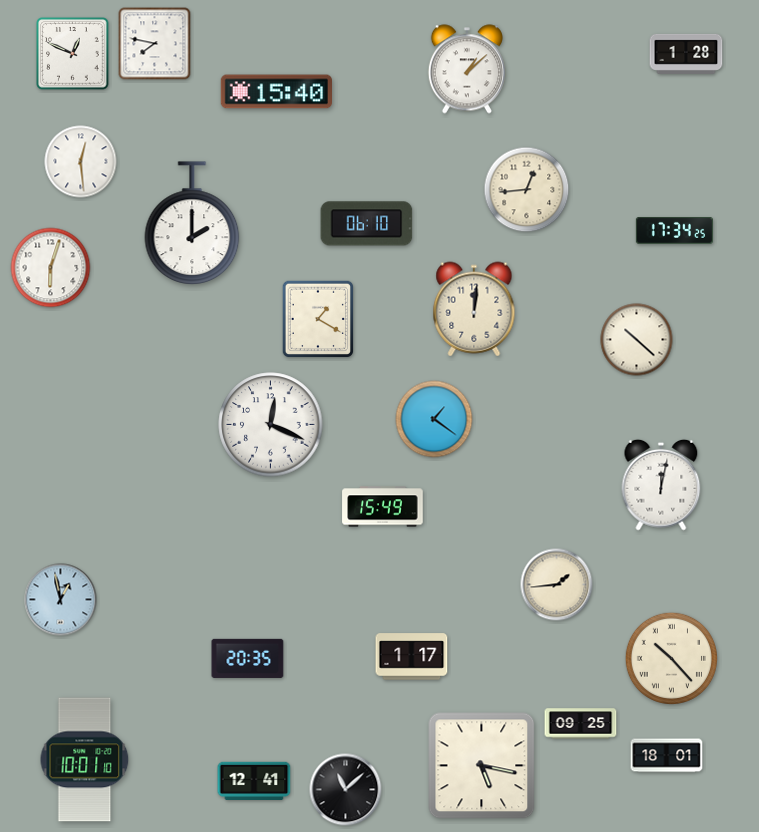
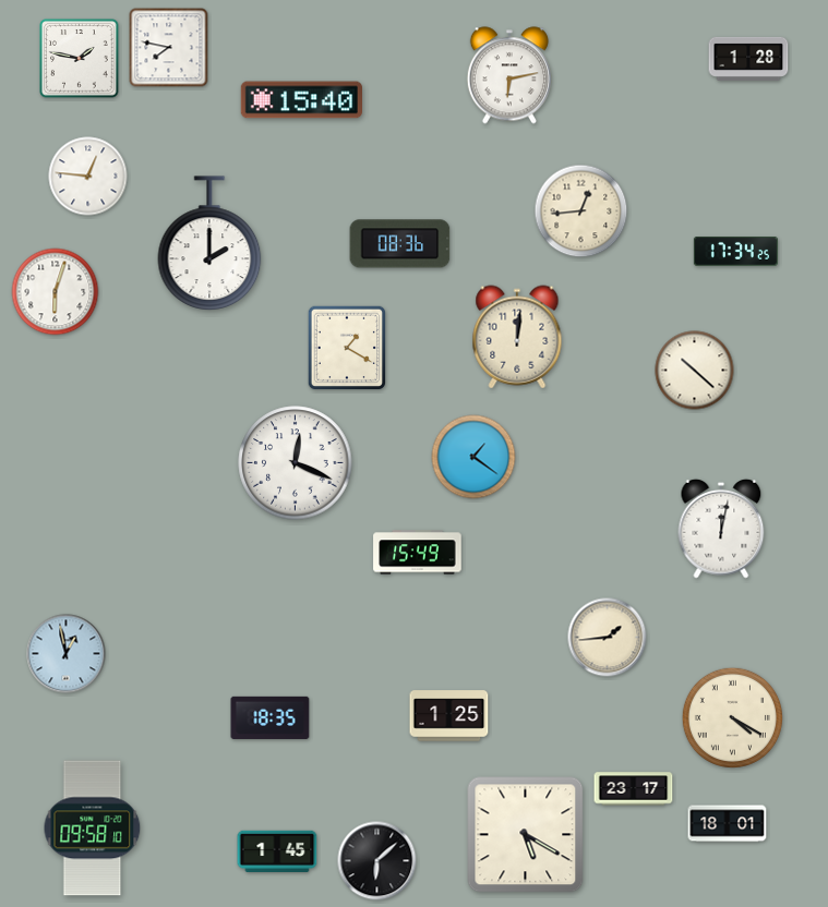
clock at (73, 54): 12:49 -> 1:47
clock at (467, 69): 1:08 -> 6:13
clock at (81, 162): 12:29 -> 12:46
clock at (527, 190) position: (527, 190) -> (581, 211)
clock at (367, 224): 06:10 -> 08:36
clock at (412, 657): 1:17 -> 1:25
clock at (248, 658): 20:35 -> 18:35
clock at (671, 658): 10:23 -> 4:20
clock at (581, 724): 09:25 -> 23:17
clock at (85, 760): 10:01 -> 09:58
clock at (482, 766): 5:17 -> 5:20
clock at (254, 781): 12:41 -> 1:45
clock at (346, 790): 11:08 -> 6:08
